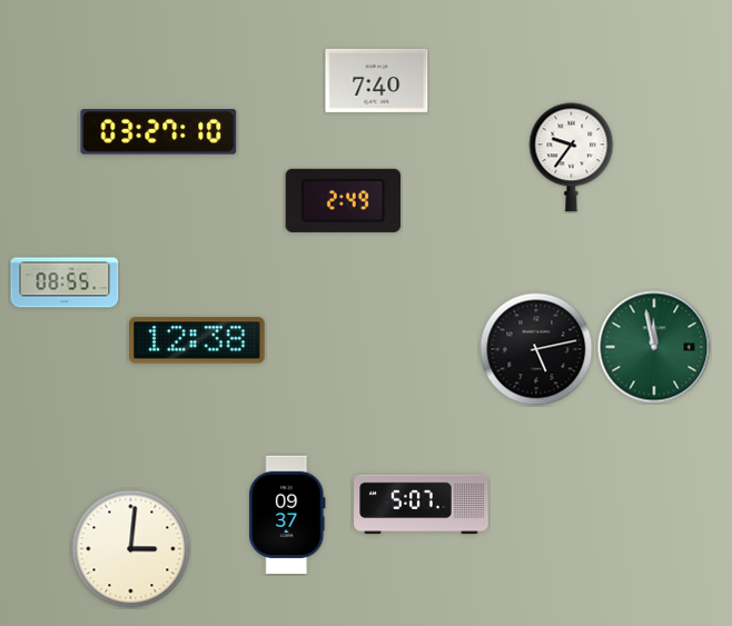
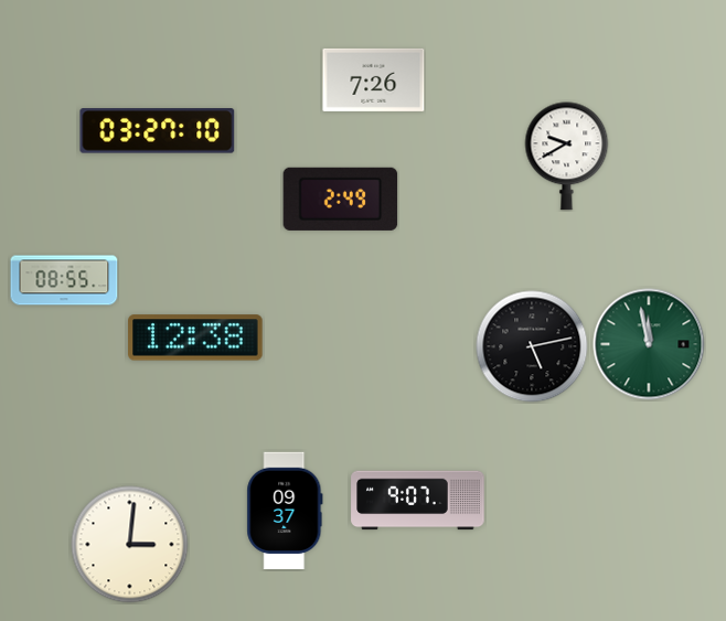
clock at (377, 80): 7:40 -> 7:26
clock at (572, 158): 9:36 -> 9:40
clock at (422, 505): 5:07 -> 9:07
